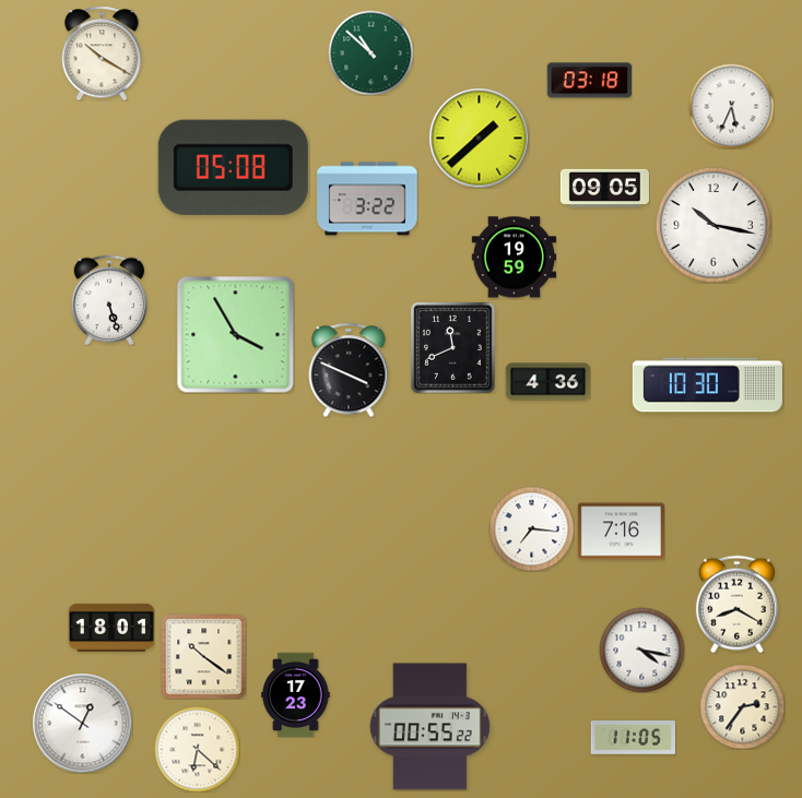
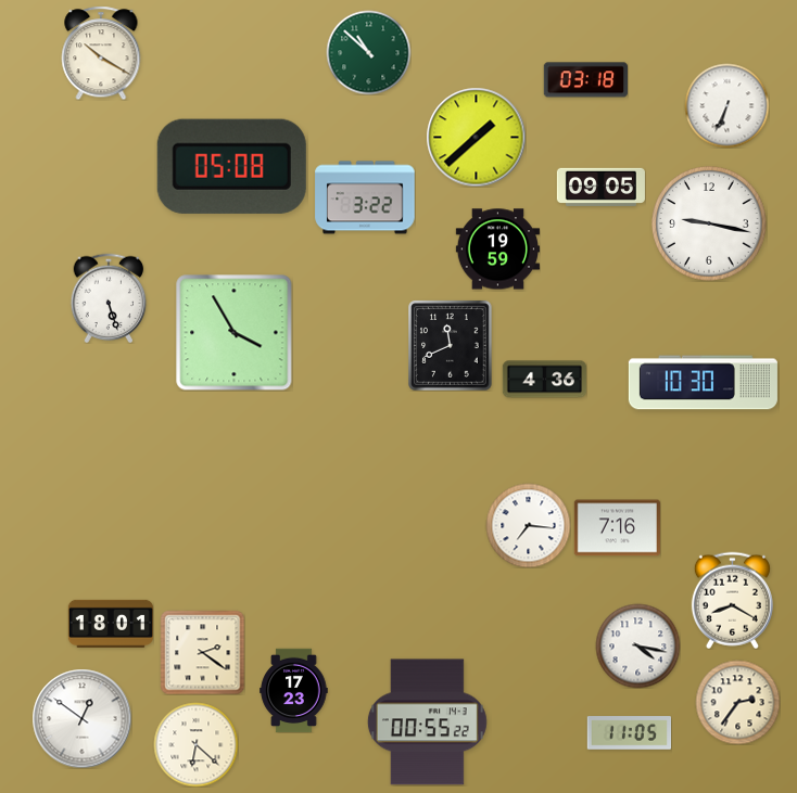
clock at (731, 106): 5:34 -> 6:34
clock at (715, 226): 10:17 -> 9:17
clock at (514, 258) position: (514, 258) -> (497, 250)
clock at (349, 370): 3:49 -> none
clock at (203, 656): 10:21 -> 2:21
